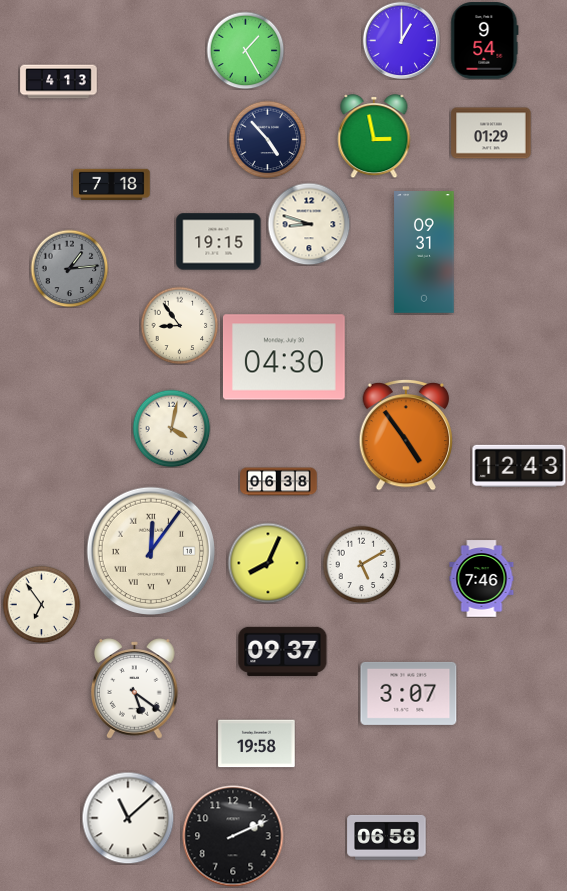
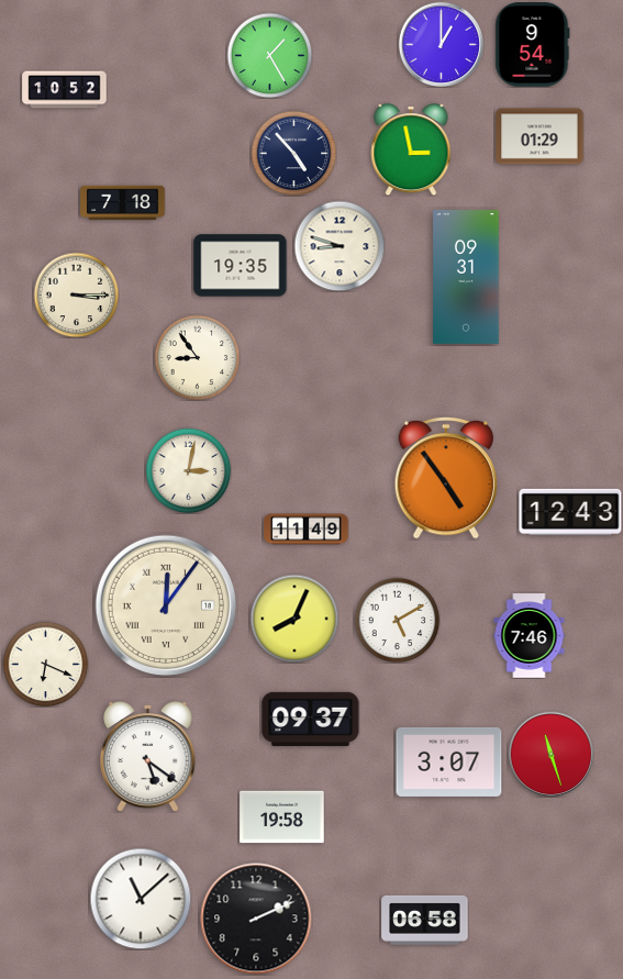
clock at (59, 82): 4:13 -> 10:52
clock at (491, 133) position: (491, 133) -> (539, 136)
clock at (219, 242): 19:15 -> 19:35
clock at (69, 268): 1:14 -> 3:15
clock at (69, 268) dial: grey -> cream
clock at (284, 357): 04:30 -> none
clock at (171, 428): 4:02 -> 3:02
clock at (279, 482): 06:38 -> 11:49
clock at (41, 604): 6:54 -> 6:19
clock at (283, 651) position: (283, 651) -> (311, 719)
clock at (550, 754): none -> 11:27
